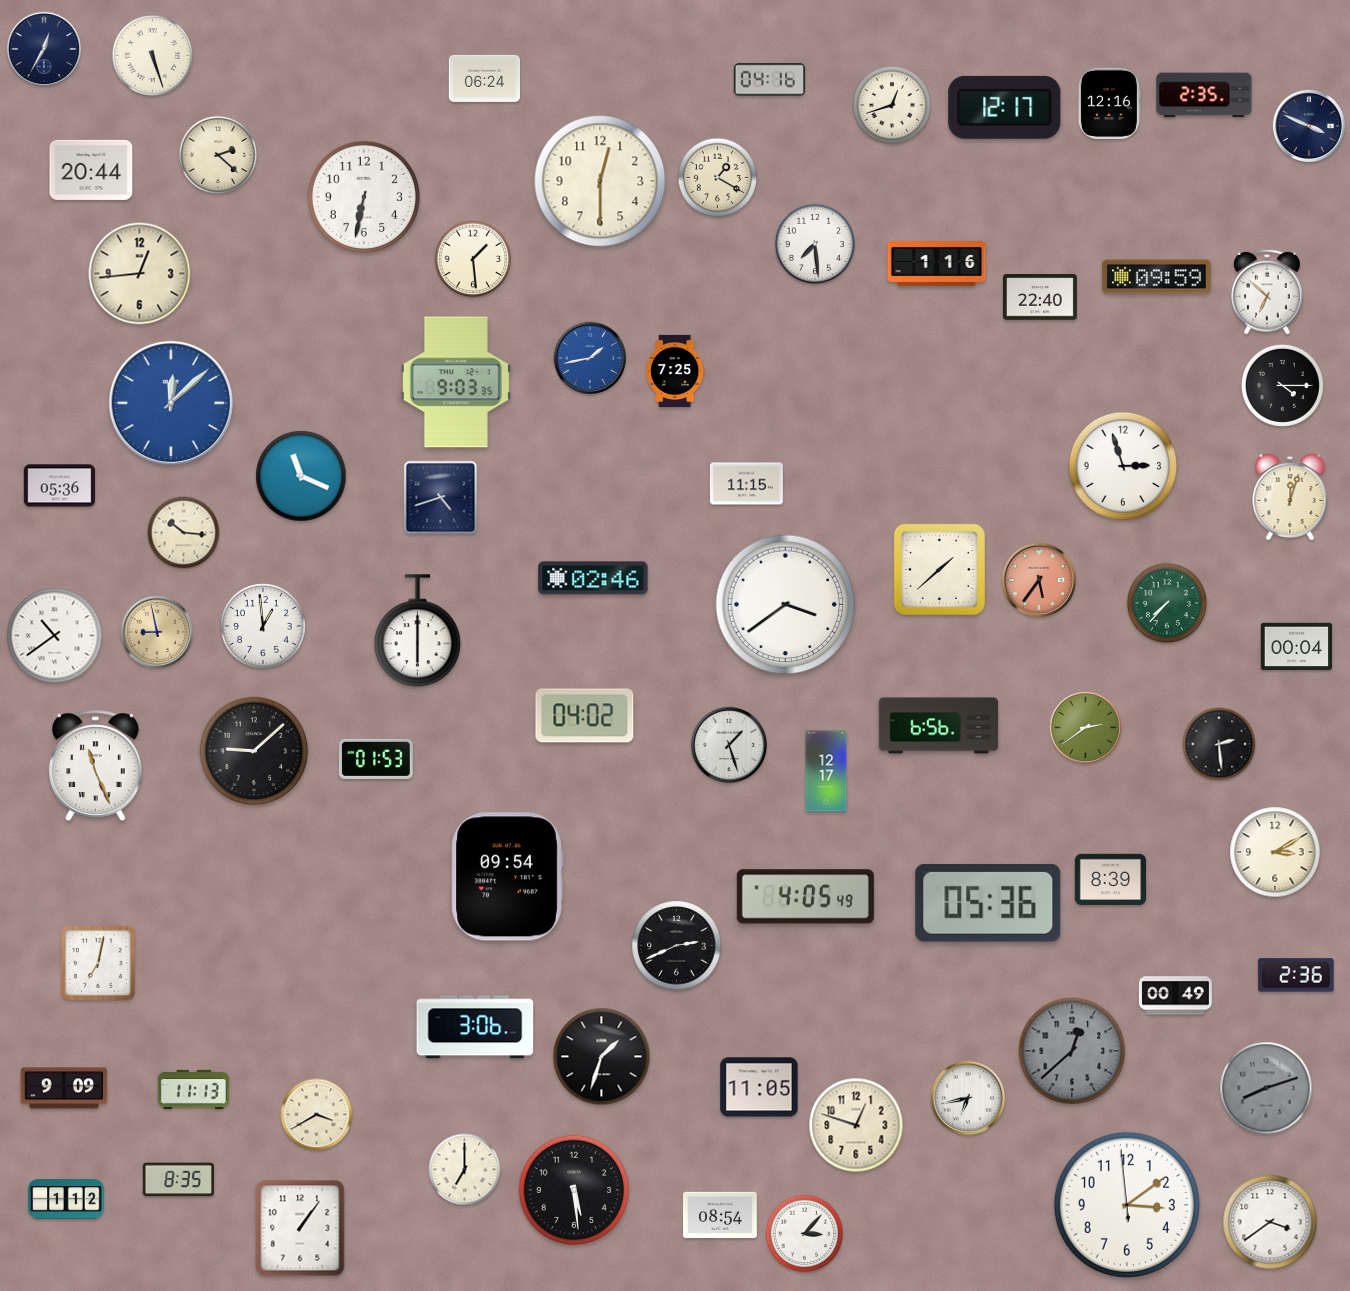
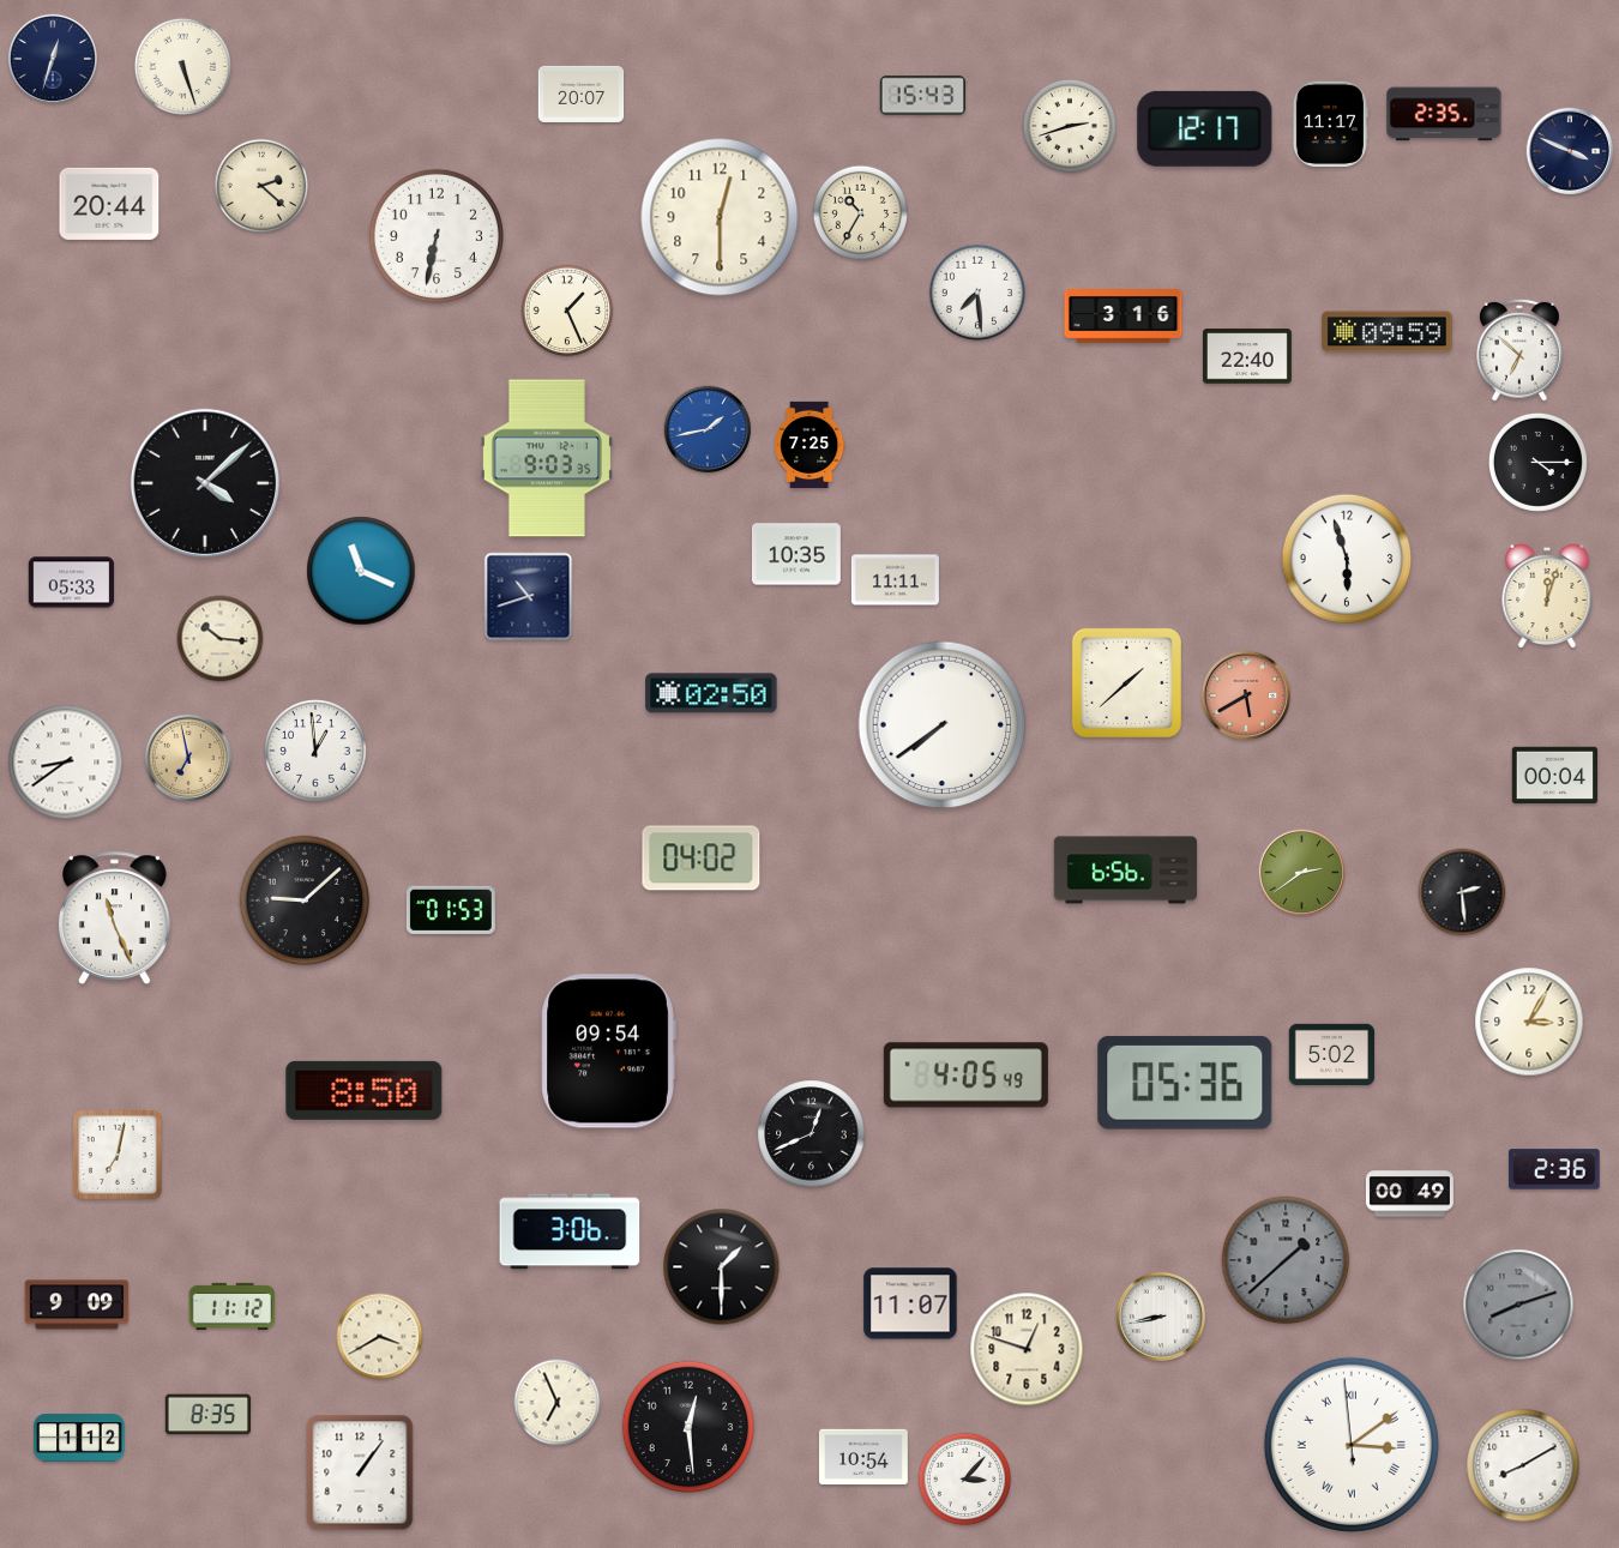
clock at (43, 48): 12:35 -> 12:33
clock at (485, 78): 06:24 -> 20:07
clock at (770, 80): 04:16 -> 15:43
clock at (1109, 103): 12:16 -> 11:17
clock at (892, 105): 12:42 -> 2:42
clock at (718, 178): 1:20 -> 10:35
clock at (473, 259): 1:29 -> 1:26
clock at (937, 264): 1:16 -> 3:16
clock at (140, 274): 12:44 -> none
clock at (171, 403): 12:08 -> 4:08
clock at (171, 403) dial: blue -> black
clock at (796, 554): none -> 10:35
clock at (1123, 466): 2:57 -> 5:57
clock at (746, 484): 11:15 -> 11:11
clock at (60, 486): 05:36 -> 05:33
clock at (441, 498): 4:42 -> 10:42
clock at (593, 578): 02:46 -> 02:50
clock at (1038, 579): 5:36 -> 5:40
clock at (1166, 602): 7:37 -> none
clock at (786, 605): 3:39 -> 7:39
clock at (417, 631): 6:00 -> none
clock at (157, 632): 8:58 -> 6:58
clock at (55, 636): 10:39 -> 8:39
clock at (729, 745): 1:27 -> none
clock at (826, 771): 12:17 -> none
clock at (1275, 852): 3:10 -> 3:05
clock at (1111, 880): 8:39 -> 5:02
clock at (365, 1090): none -> 8:50
clock at (677, 946): 2:41 -> 12:41
clock at (1072, 1051): 12:38 -> 1:38
clock at (602, 1057): 1:33 -> 1:30
clock at (759, 1087): 11:05 -> 11:07
clock at (193, 1089): 11:13 -> 11:12
clock at (967, 1097): 6:43 -> 8:43
clock at (465, 1170): 7:00 -> 6:56
clock at (178, 1180) position: (178, 1180) -> (207, 1415)
clock at (574, 1190): 5:29 -> 12:29
clock at (1127, 1205) numerals: Arabic -> Roman
clock at (720, 1215): 08:54 -> 10:54
clock at (1270, 1222): 3:39 -> 8:10
